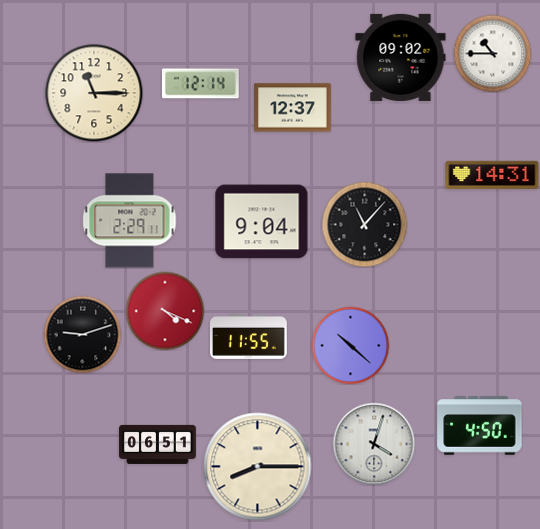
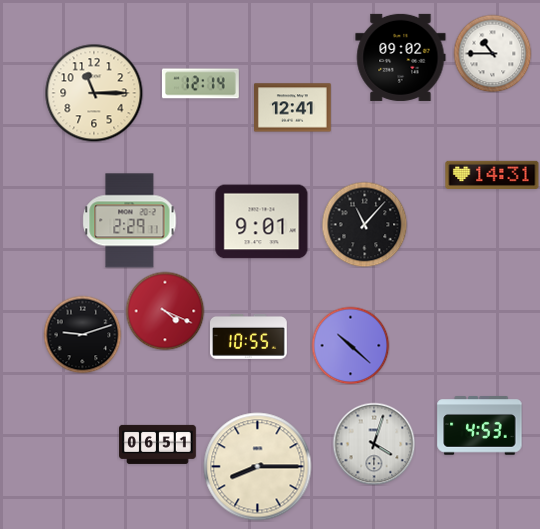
clock at (293, 108): 12:37 -> 12:41
clock at (262, 222): 9:04 -> 9:01
clock at (249, 336): 11:55 -> 10:55
clock at (480, 426): 4:50 -> 4:53
